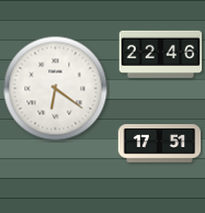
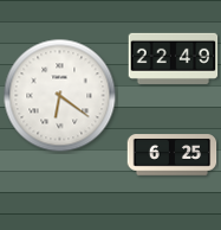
clock at (161, 54): 22:46 -> 22:49
clock at (160, 144): 17:51 -> 6:25
